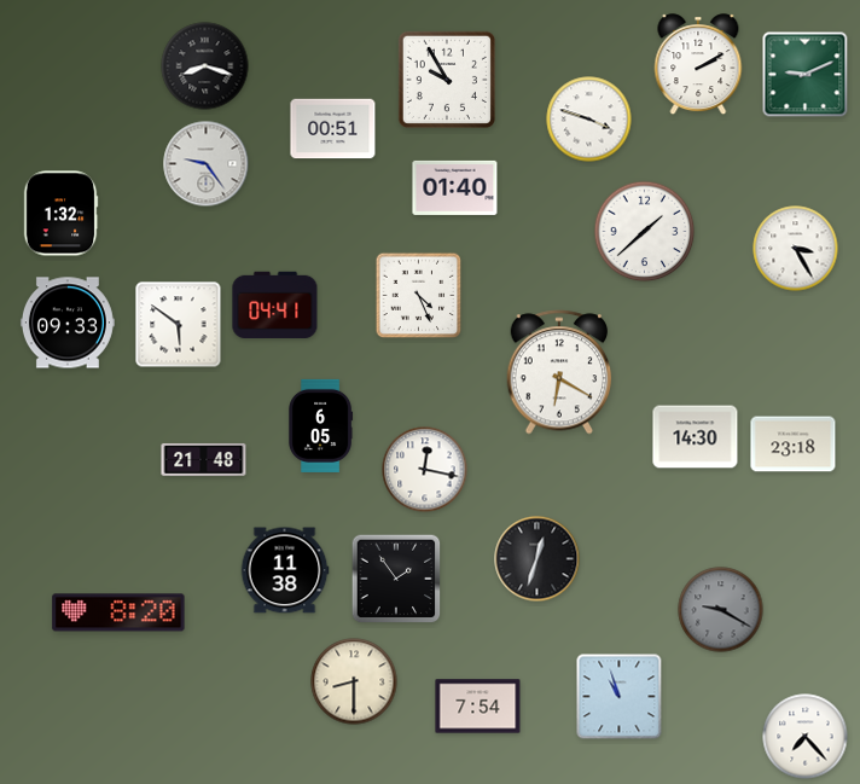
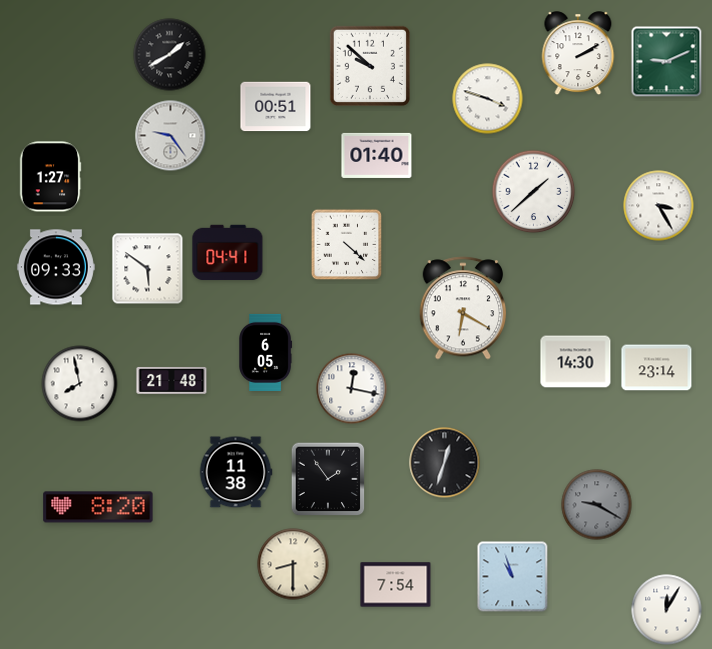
clock at (205, 66): 8:18 -> 1:40
clock at (447, 80): 9:55 -> 9:52
clock at (60, 214): 1:32 -> 1:27
clock at (419, 296): 4:26 -> 4:22
clock at (794, 445): 23:18 -> 23:14
clock at (204, 459) position: (204, 459) -> (172, 380)
clock at (80, 384): none -> 7:58
clock at (806, 737): 7:23 -> 12:05
